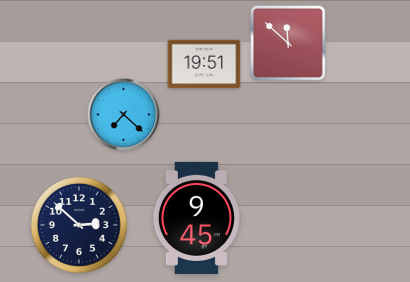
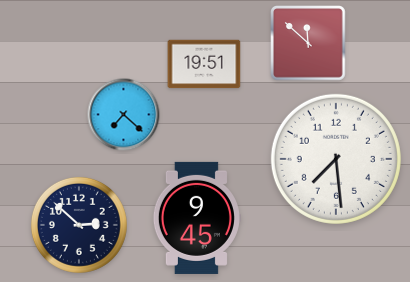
clock at (289, 44) position: (289, 44) -> (309, 44)
clock at (336, 159): none -> 7:29
